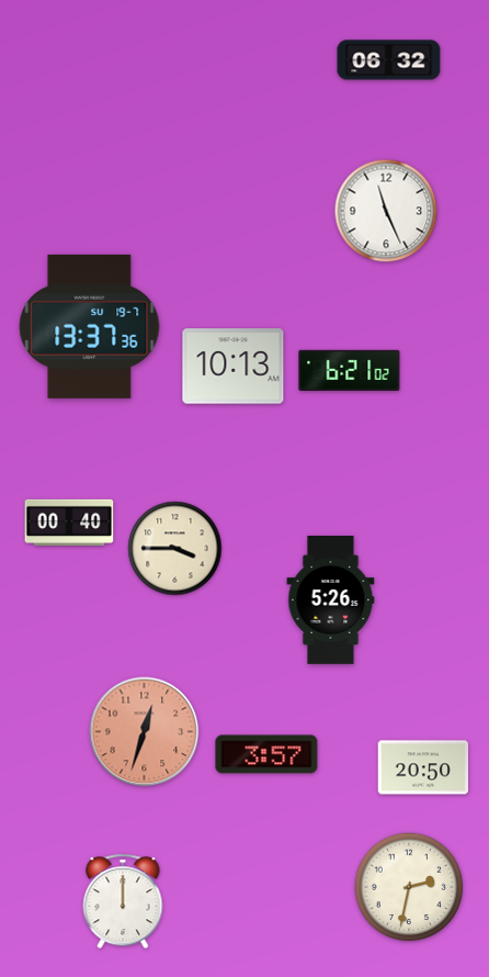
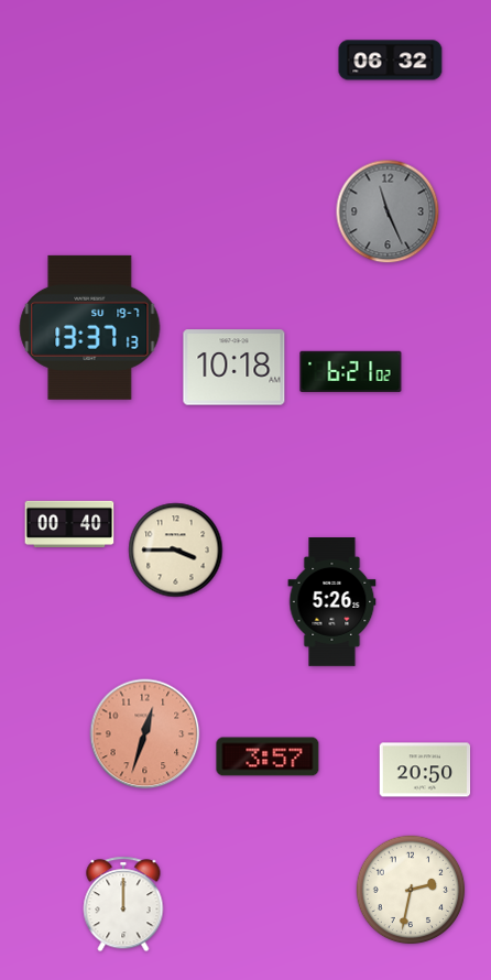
clock at (386, 211) dial: white -> grey
clock at (90, 326): 13:37:36 -> 13:37:13
clock at (234, 367): 10:13 -> 10:18
